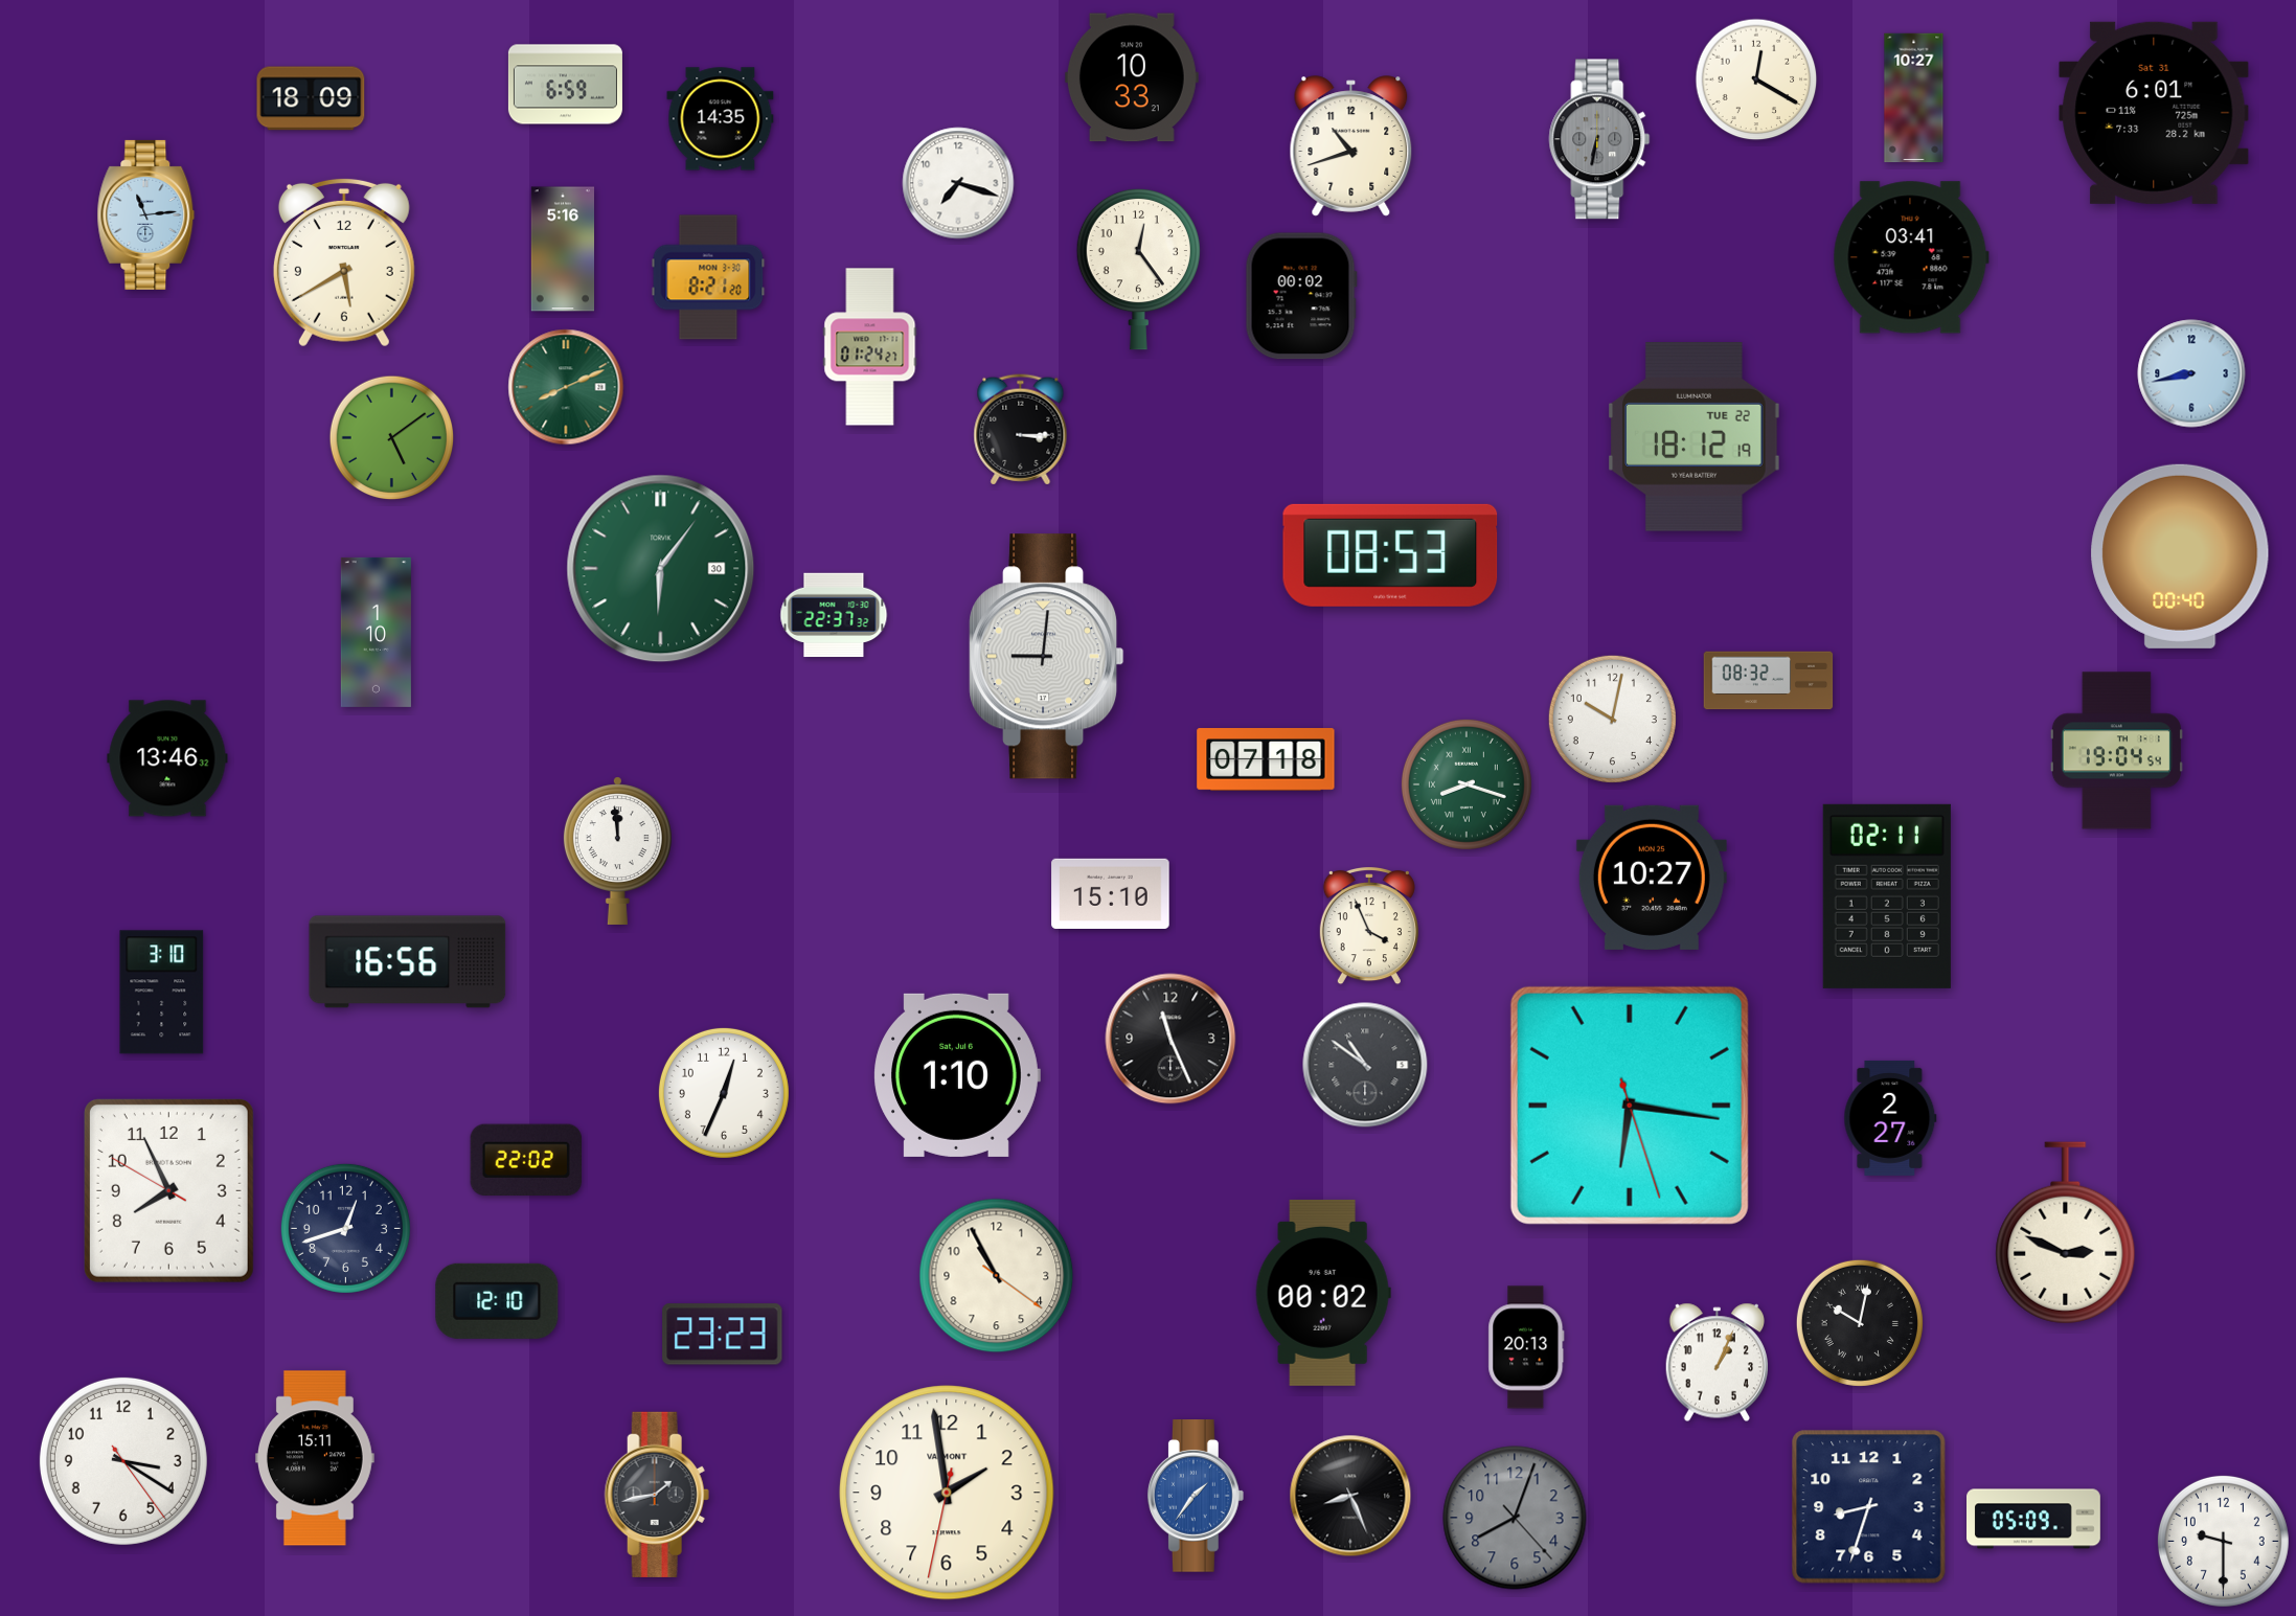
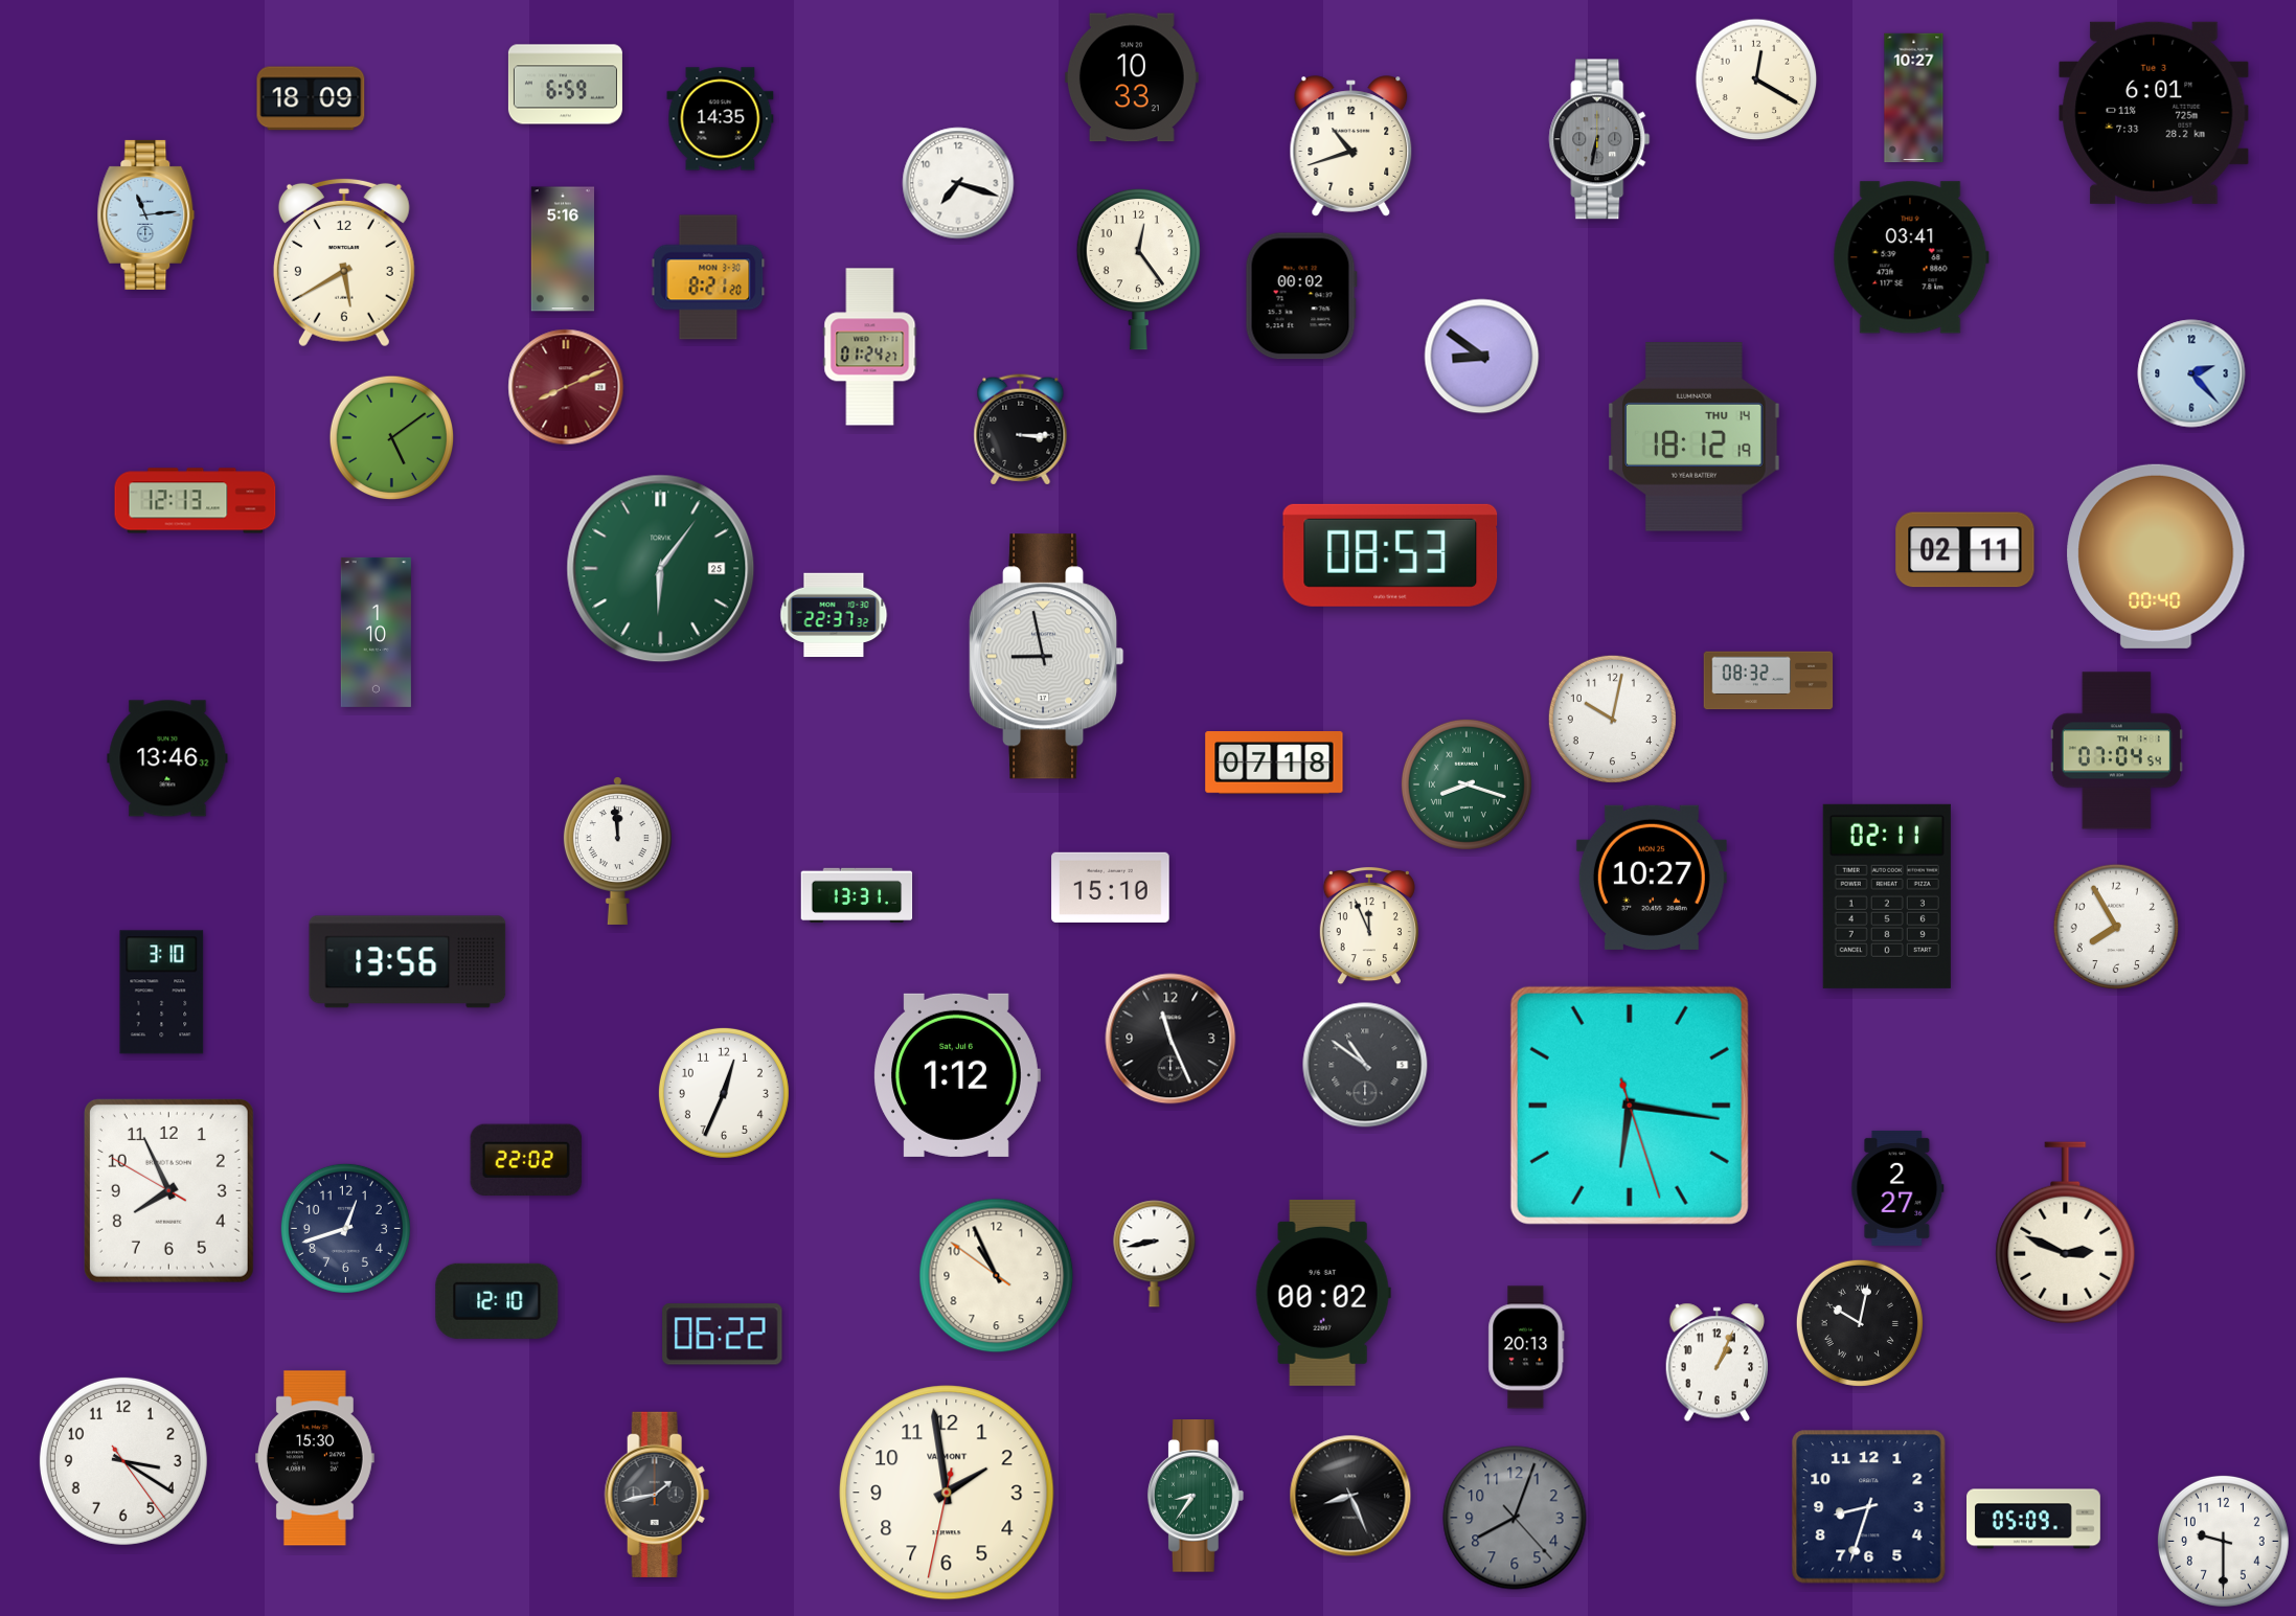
clock at (2154, 113) date: Sat 31 -> Tue 3
clock at (1482, 357): none -> 8:51
clock at (2191, 373): 8:43 -> 2:23
clock at (566, 387) dial: green -> burgundy
clock at (1695, 437) date: TUE 22 -> THU 14
clock at (196, 501): none -> 12:13
clock at (1965, 550): none -> 02:11
clock at (2180, 556) position: (2180, 556) -> (2156, 556)
clock at (661, 569) date: 30 -> 25
clock at (1047, 657): 9:01 -> 8:58
clock at (2116, 751): 19:04 -> 07:04
clock at (1266, 759) position: (1266, 759) -> (1274, 763)
clock at (1111, 893) position: (1111, 893) -> (1111, 887)
clock at (857, 895): none -> 13:31
clock at (1369, 926): 3:56 -> 11:56
clock at (2115, 926): none -> 7:55
clock at (408, 962): 16:56 -> 13:56
clock at (957, 1075): 1:10 -> 1:12
clock at (1890, 1118) position: (1890, 1118) -> (1897, 1188)
clock at (1155, 1254): none -> 8:43
clock at (997, 1276): 10:55:21 -> 10:55:51
clock at (723, 1335): 23:23 -> 06:22
clock at (315, 1458): 15:11 -> 15:30
clock at (1196, 1496): 1:36 -> 8:36
clock at (1196, 1496) dial: blue -> green
